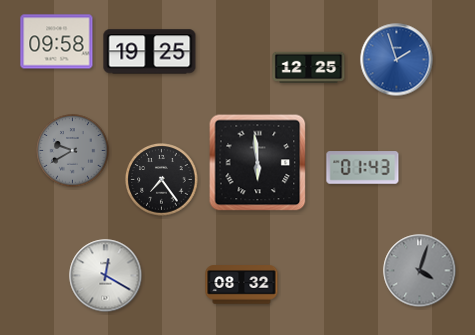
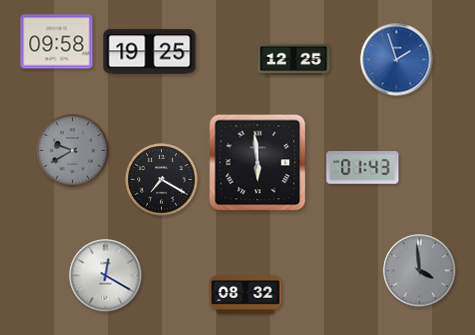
clock at (309, 67) position: (309, 67) -> (294, 59)
clock at (162, 180): 7:24 -> 7:20
clock at (420, 271): 4:03 -> 3:59
clock at (242, 285) position: (242, 285) -> (246, 295)
